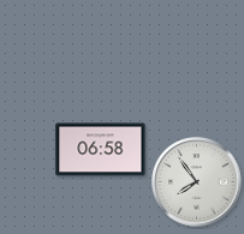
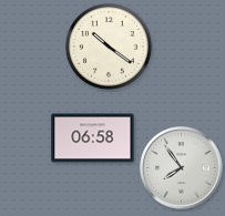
clock at (109, 47): none -> 10:21
